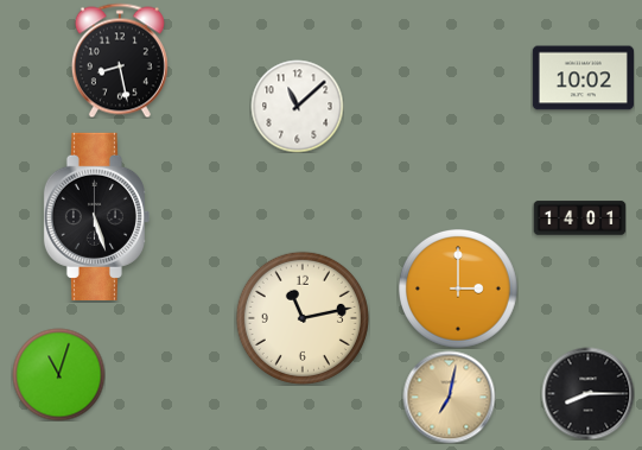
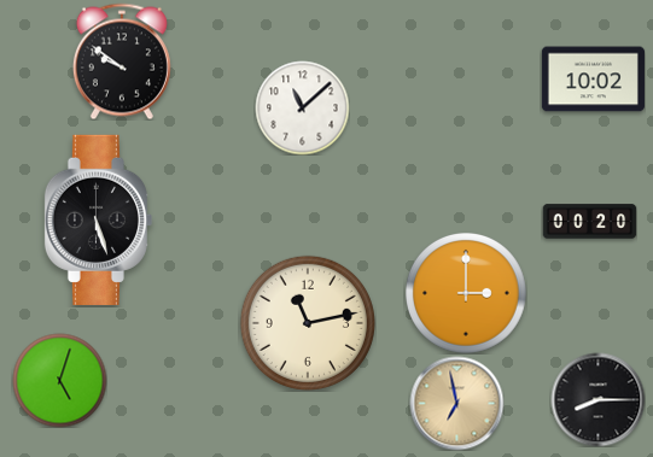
clock at (120, 61): 8:28 -> 9:51
clock at (579, 218): 14:01 -> 00:20
clock at (58, 374): 11:03 -> 5:03
clock at (449, 397): 7:02 -> 6:58
